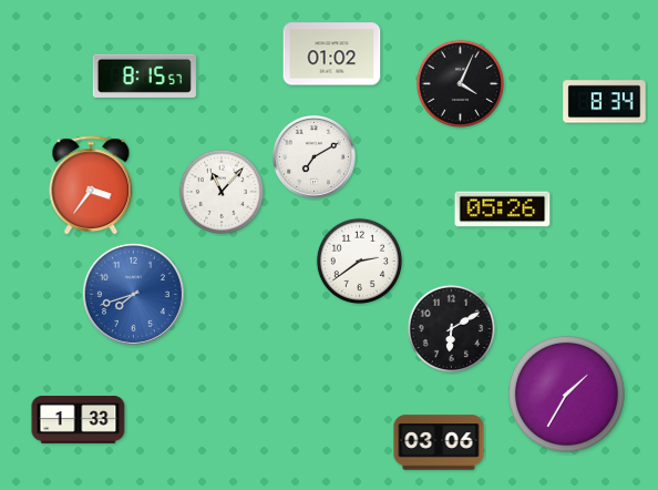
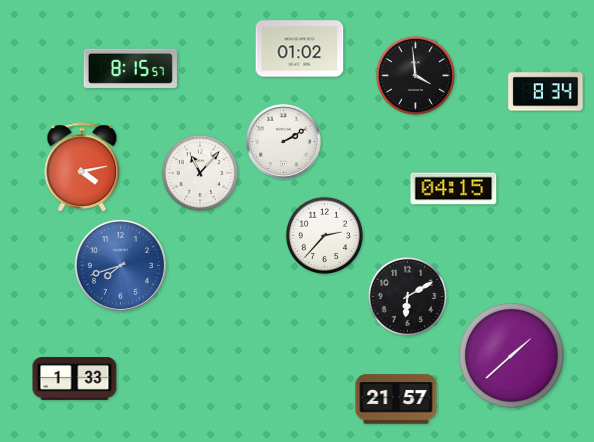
clock at (460, 83): 4:04 -> 3:59
clock at (315, 157): 7:10 -> 2:10
clock at (91, 186): 3:36 -> 4:13
clock at (503, 210): 05:26 -> 04:15
clock at (359, 261): 2:39 -> 2:37
clock at (566, 394): 1:35 -> 1:38
clock at (79, 420) position: (79, 420) -> (75, 379)
clock at (439, 442): 03:06 -> 21:57
